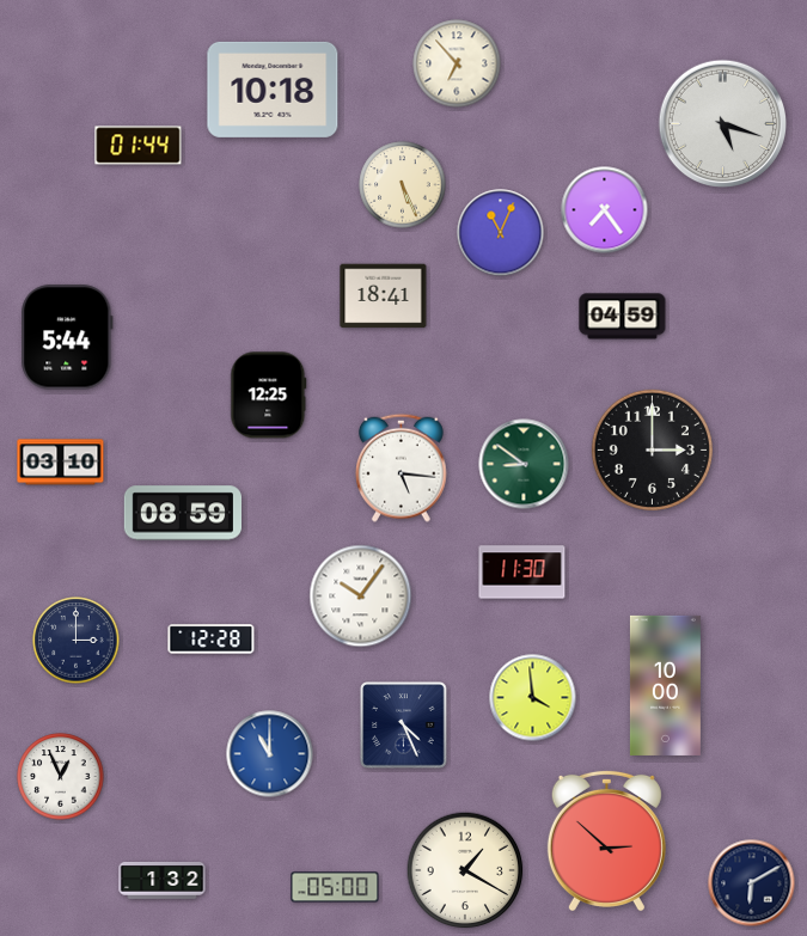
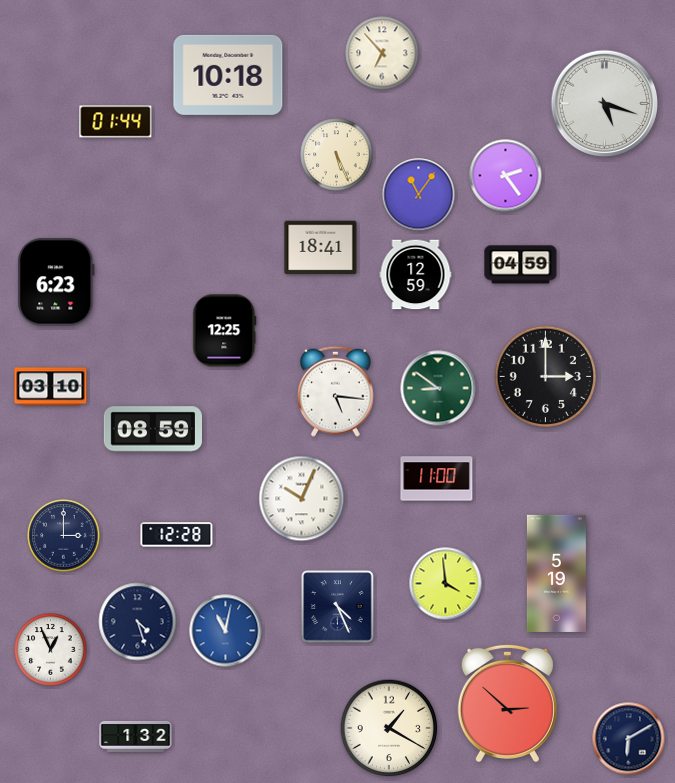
clock at (605, 210): 7:24 -> 2:24
clock at (501, 233): 11:04 -> 11:06
clock at (416, 275): none -> 12:59
clock at (67, 337): 5:44 -> 6:23
clock at (522, 573): 11:30 -> 11:00
clock at (361, 597): 10:06 -> 10:04
clock at (665, 685): 10:00 -> 5:19
clock at (138, 622): none -> 4:27
clock at (270, 754): 11:00 -> 11:02
clock at (335, 887): 05:00 -> none
